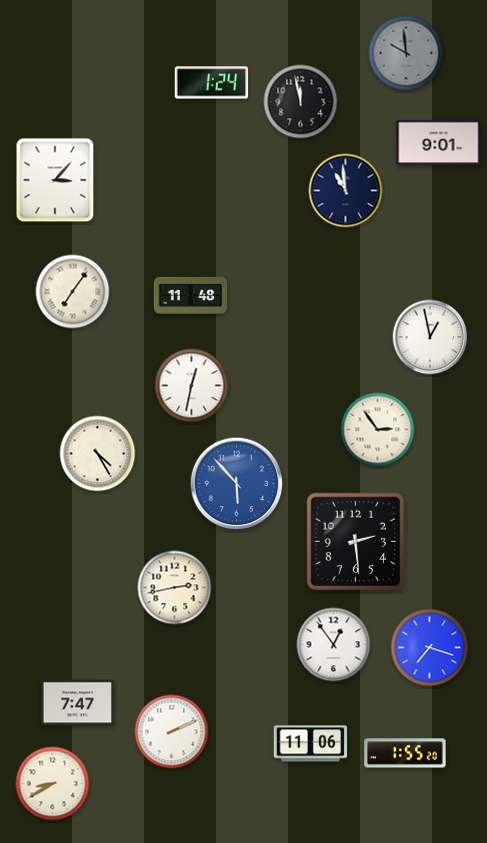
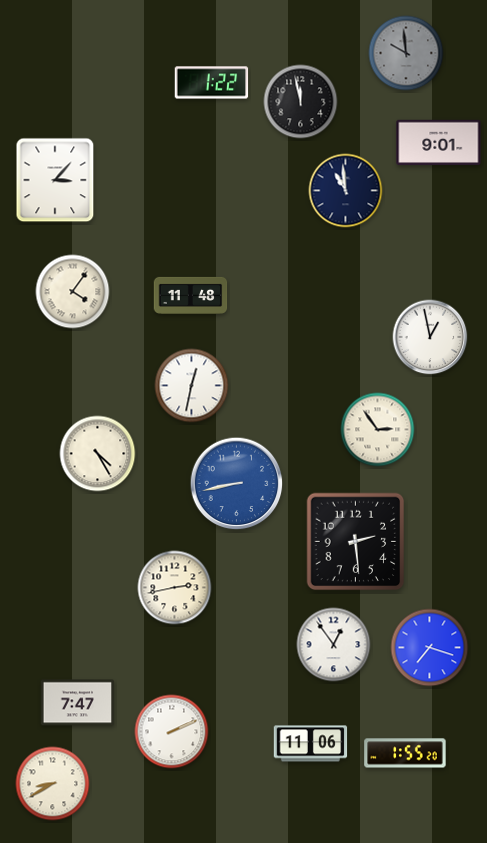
clock at (212, 83): 1:24 -> 1:22
clock at (73, 292): 7:06 -> 4:06
clock at (237, 484): 5:53 -> 8:43
